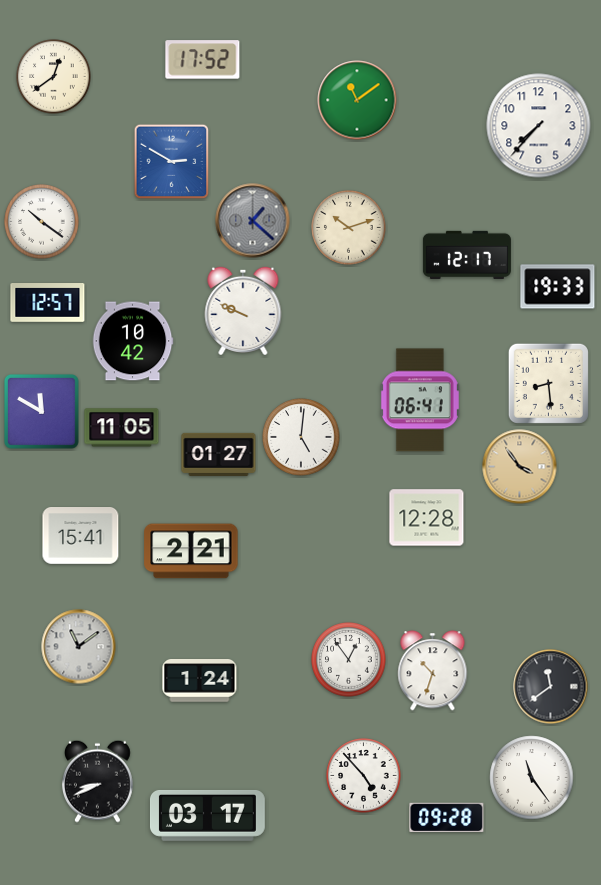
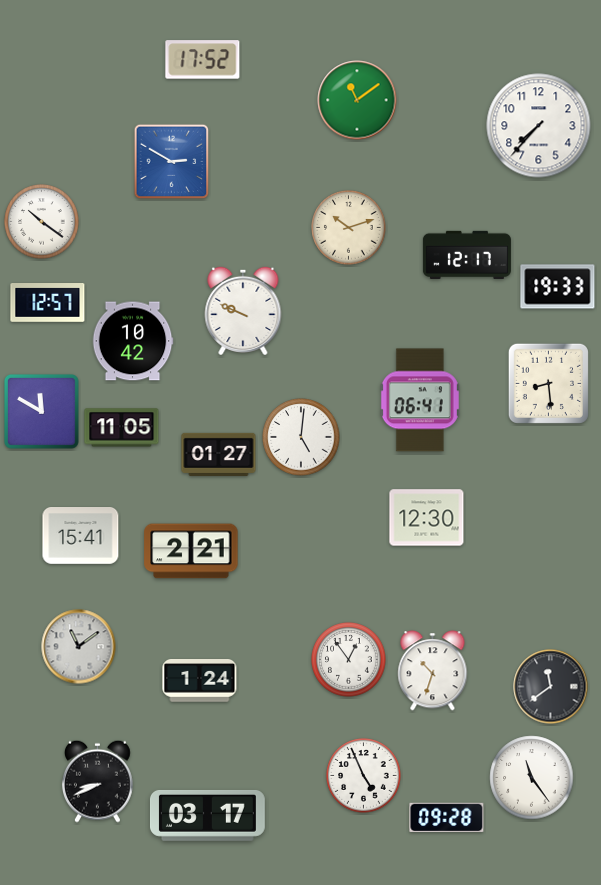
clock at (54, 77): 12:39 -> none
clock at (253, 221): 1:22 -> none
clock at (520, 467): 3:54 -> none
clock at (427, 518): 12:28 -> 12:30
clock at (364, 776): 4:53 -> 4:56
